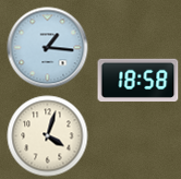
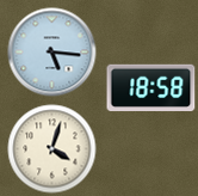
clock at (48, 48): 1:16 -> 5:16
